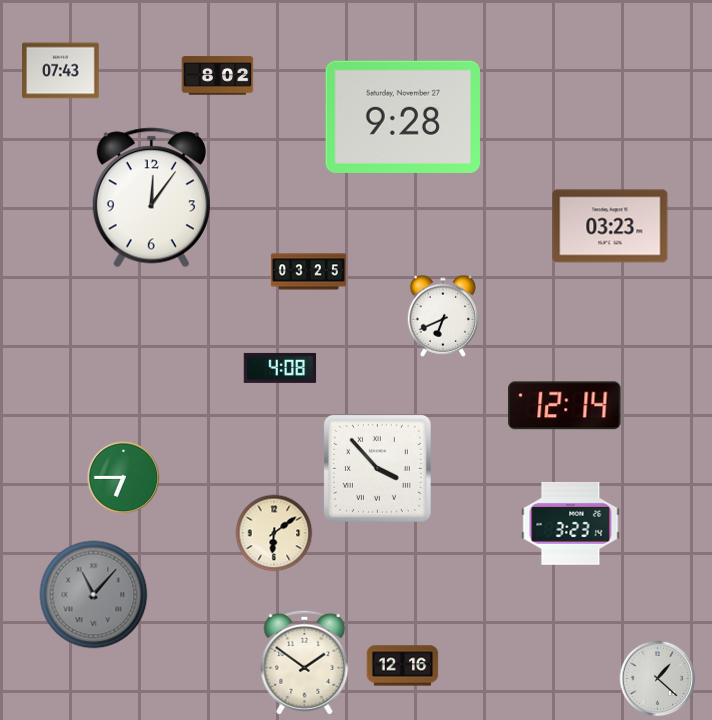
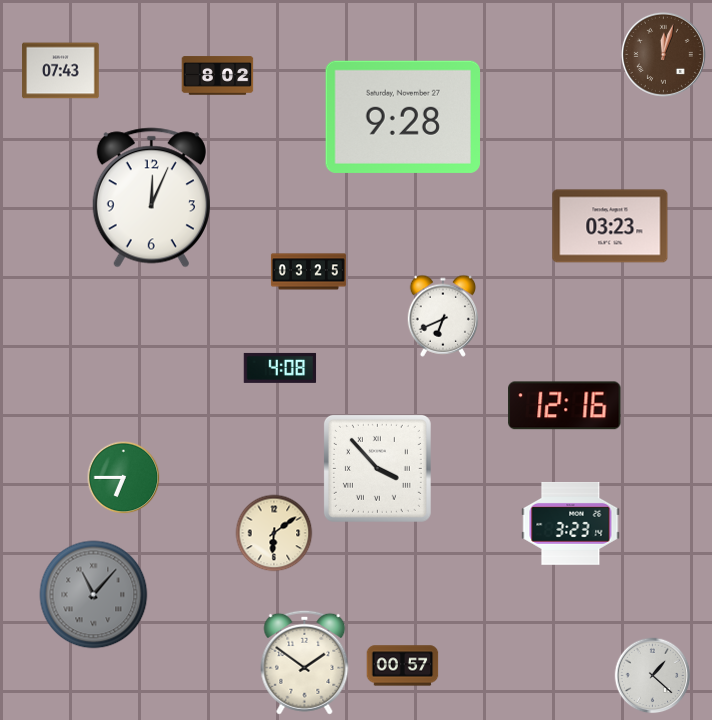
clock at (663, 54): none -> 12:03
clock at (151, 198): 12:06 -> 12:04
clock at (565, 406): 12:14 -> 12:16
clock at (403, 666): 12:16 -> 00:57
clock at (658, 679) position: (658, 679) -> (653, 676)
